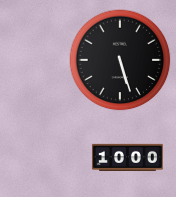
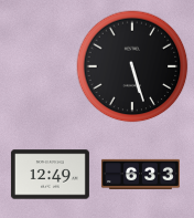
clock at (127, 157): 10:00 -> 6:33
clock at (50, 175): none -> 12:49
